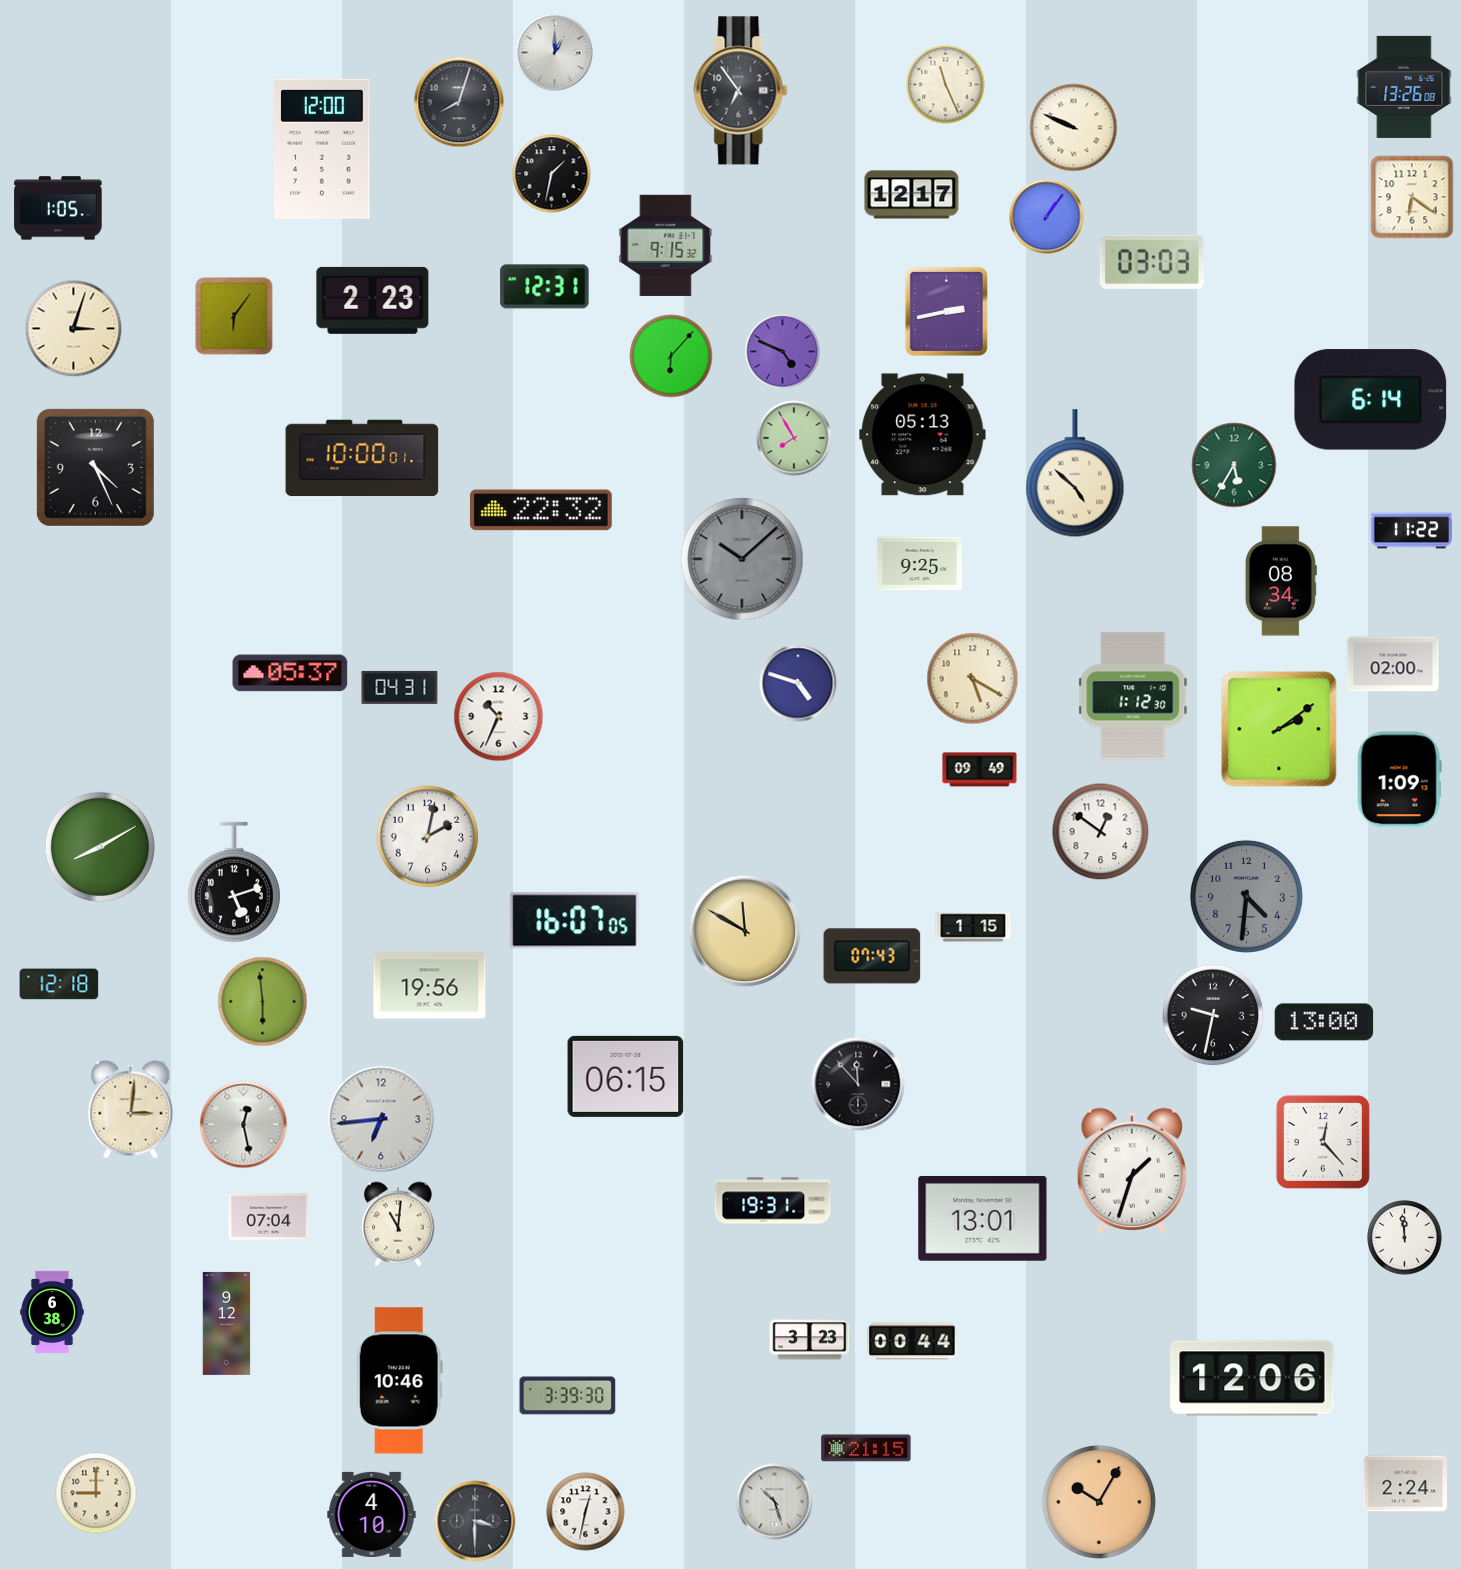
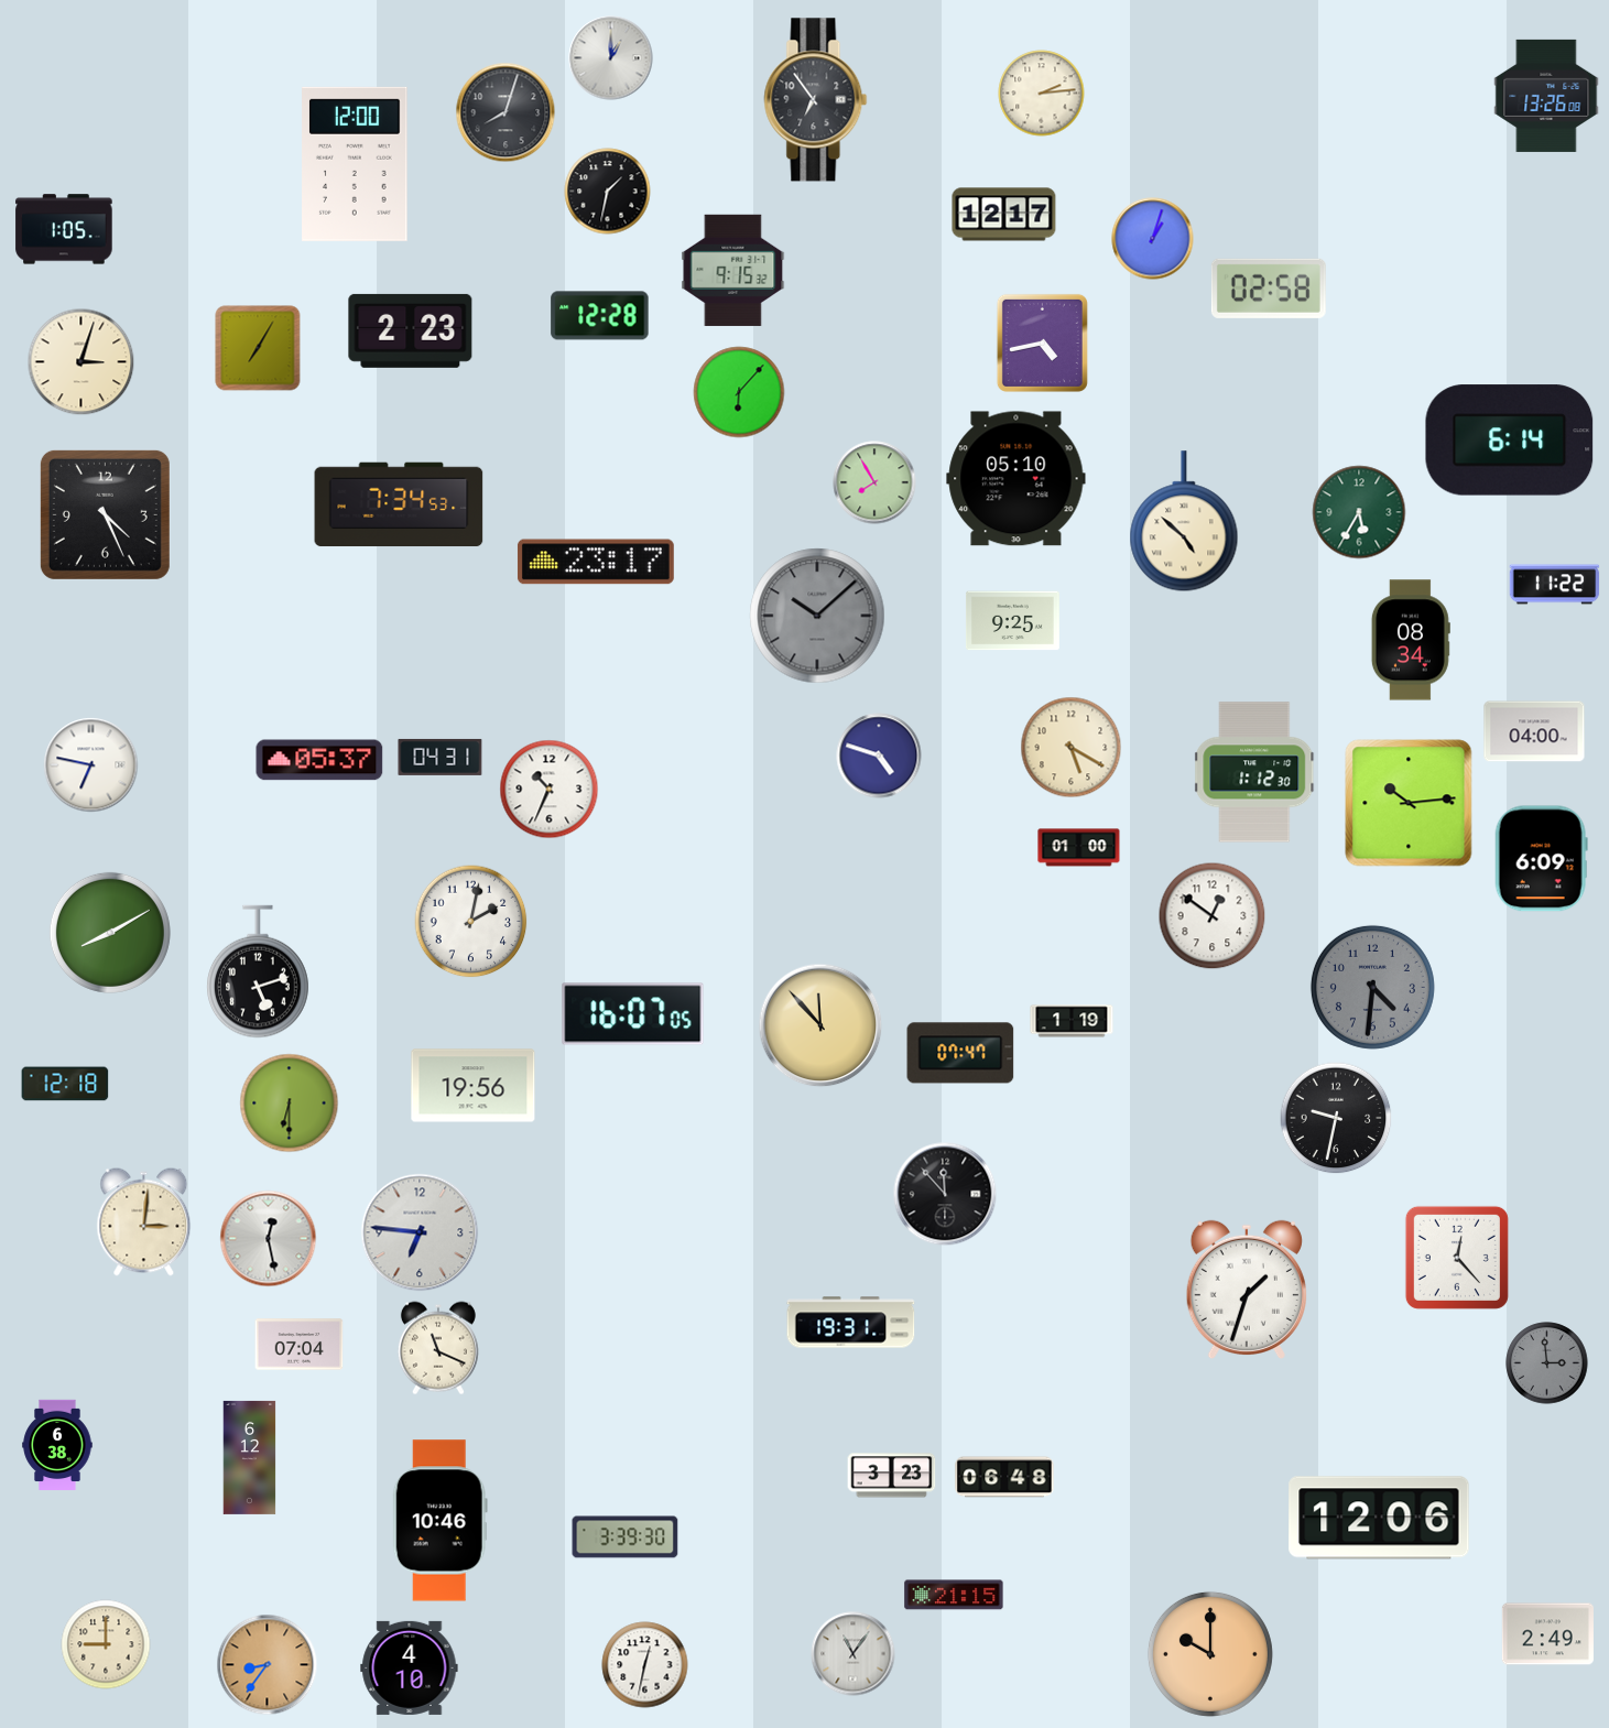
clock at (946, 85): 11:26 -> 2:14
clock at (1074, 128): 9:49 -> none
clock at (1412, 197): 6:21 -> none
clock at (1047, 217): 1:06 -> 1:03
clock at (1152, 262): 03:03 -> 02:58
clock at (545, 287): 12:31 -> 12:28
clock at (946, 311): 2:43 -> 4:43
clock at (234, 316): 6:06 -> 7:05
clock at (783, 352): 4:49 -> none
clock at (923, 435): 05:13 -> 05:10
clock at (362, 458): 10:00 -> 7:34
clock at (541, 510): 22:32 -> 23:17
clock at (1393, 664): 02:00 -> 04:00
clock at (290, 673) position: (290, 673) -> (319, 760)
clock at (798, 683) position: (798, 683) -> (879, 756)
clock at (91, 765): none -> 6:47
clock at (1134, 696) position: (1134, 696) -> (1255, 772)
clock at (1279, 729): 2:09 -> 10:14
clock at (980, 770): 09:49 -> 01:00
clock at (1399, 780): 1:09 -> 6:09
clock at (973, 927): 1:15 -> 1:19
clock at (745, 931): 11:50 -> 11:53
clock at (872, 956): 07:43 -> 07:47
clock at (263, 1002): 5:59 -> 6:30
clock at (1324, 1022): 13:00 -> none
clock at (626, 1076): 06:15 -> none
clock at (381, 1119): 6:44 -> 6:46
clock at (269, 1217) position: (269, 1217) -> (300, 1345)
clock at (983, 1218): 13:01 -> none
clock at (398, 1224): 11:01 -> 11:19
clock at (1405, 1238): 11:59 -> 2:59
clock at (1405, 1238) dial: white -> grey
clock at (227, 1323): 9:12 -> 6:12
clock at (912, 1341): 00:44 -> 06:48
clock at (1405, 1484): 2:24 -> 2:49
clock at (775, 1502): 10:27 -> 11:06
clock at (1099, 1502): 10:05 -> 10:00
clock at (268, 1665): none -> 8:36
clock at (475, 1521): 3:30 -> none
